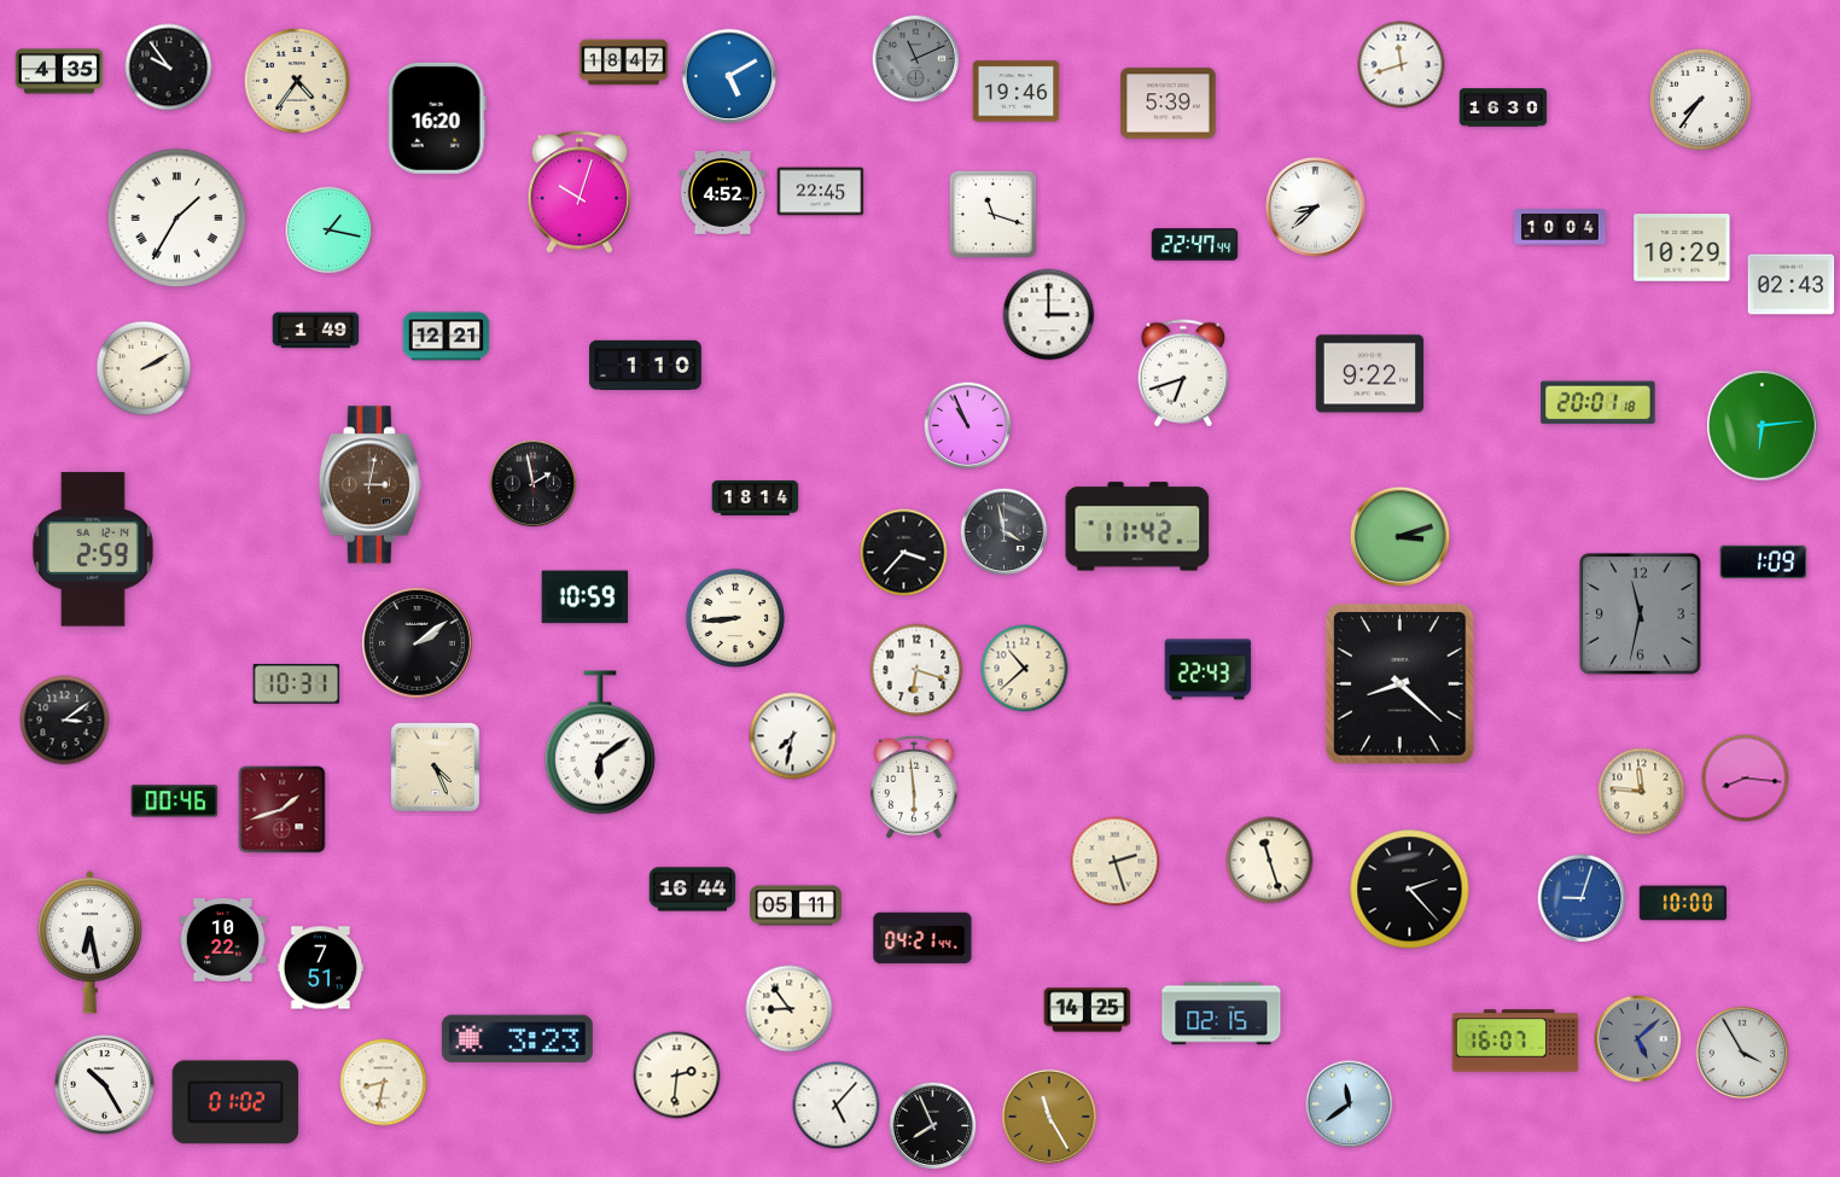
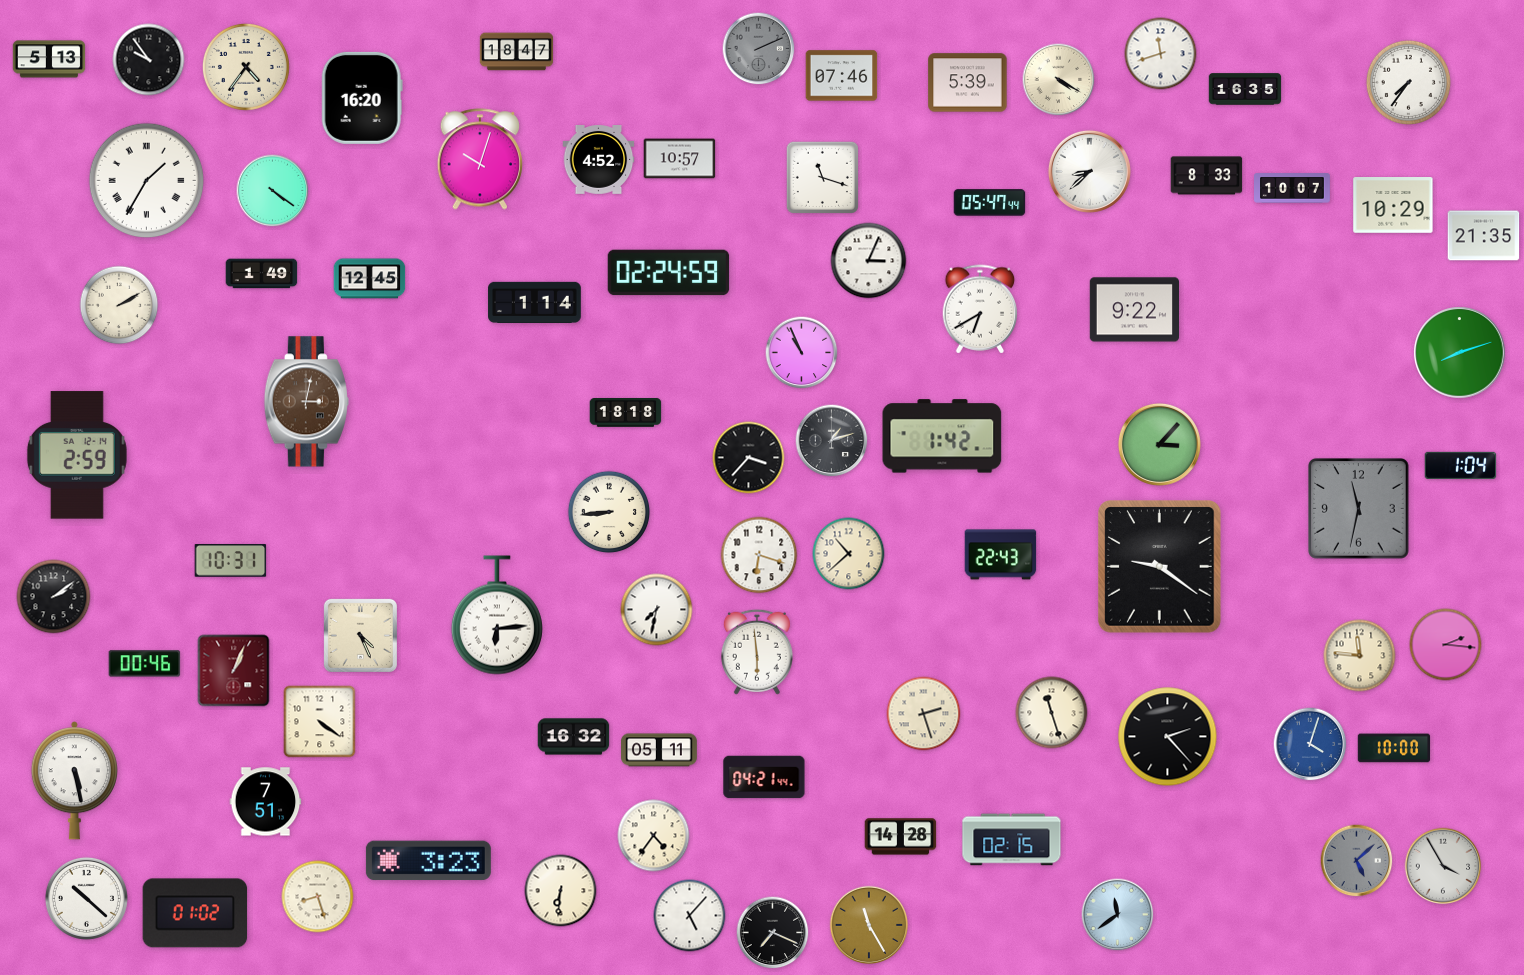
clock at (916, 59): 11:11 -> 2:11
clock at (169, 68) position: (169, 68) -> (149, 60)
clock at (59, 71): 4:35 -> 5:13
clock at (728, 75): 5:10 -> none
clock at (1017, 92): 19:46 -> 07:46
clock at (1059, 80): none -> 4:20
clock at (1169, 104) position: (1169, 104) -> (968, 83)
clock at (1503, 107): 16:30 -> 16:35
clock at (821, 192): 22:45 -> 10:57
clock at (1207, 176): none -> 8:33
clock at (1561, 227): 10:04 -> 10:07
clock at (330, 231): 1:17 -> 4:21
clock at (1195, 245): 22:47 -> 05:47
clock at (1792, 285): 02:43 -> 21:35
clock at (1049, 315): 3:00 -> 3:04
clock at (669, 273): none -> 02:24
clock at (447, 337): 12:21 -> 12:45
clock at (646, 365): 1:10 -> 1:14
clock at (1183, 373): 6:42 -> 6:40
clock at (1599, 403): 20:01 -> none
clock at (1763, 426): 6:14 -> 8:12
clock at (534, 484): 1:58 -> none
clock at (756, 499): 18:14 -> 18:18
clock at (1137, 526): 11:42 -> 1:42
clock at (1005, 532): 3:58 -> 1:12
clock at (1399, 536): 3:12 -> 3:07
clock at (1764, 561): 1:09 -> 1:04
clock at (586, 598): 10:59 -> none
clock at (418, 643): 2:09 -> none
clock at (297, 684) position: (297, 684) -> (231, 561)
clock at (1401, 684): 8:22 -> 9:21
clock at (65, 721): 3:09 -> 2:09
clock at (600, 742): 6:09 -> 6:14
clock at (1746, 779): 8:16 -> 2:16
clock at (283, 810): 1:42 -> 1:04
clock at (320, 722): none -> 4:21
clock at (693, 890): 16:44 -> 16:32
clock at (1582, 898): 9:03 -> 4:03
clock at (223, 940): 10:22 -> none
clock at (89, 943): 6:28 -> 5:28
clock at (790, 1009): 8:54 -> 4:36
clock at (1088, 1010): 14:25 -> 14:28
clock at (1515, 1041): 16:07 -> none
clock at (1742, 1053) position: (1742, 1053) -> (1443, 866)
clock at (677, 1076): 2:31 -> 6:31
clock at (384, 1083): 8:32 -> 8:27
clock at (104, 1084): 10:25 -> 10:22
clock at (837, 1106) position: (837, 1106) -> (690, 916)
clock at (933, 1126): 7:56 -> 7:19
